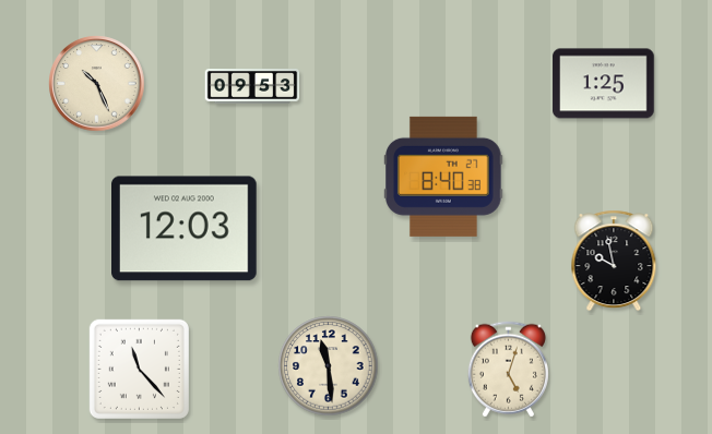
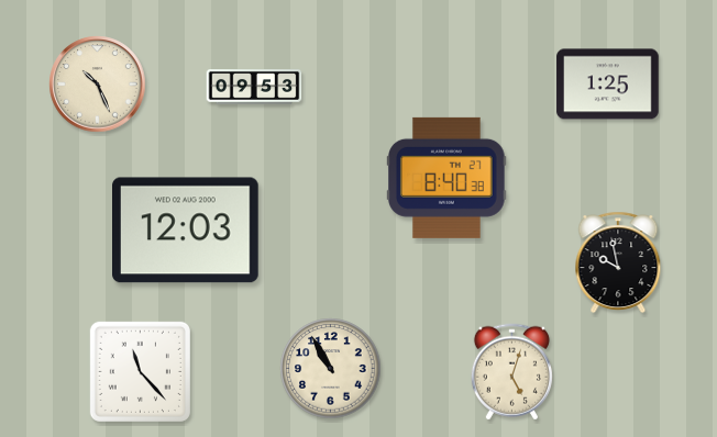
clock at (329, 366): 11:29 -> 10:55
